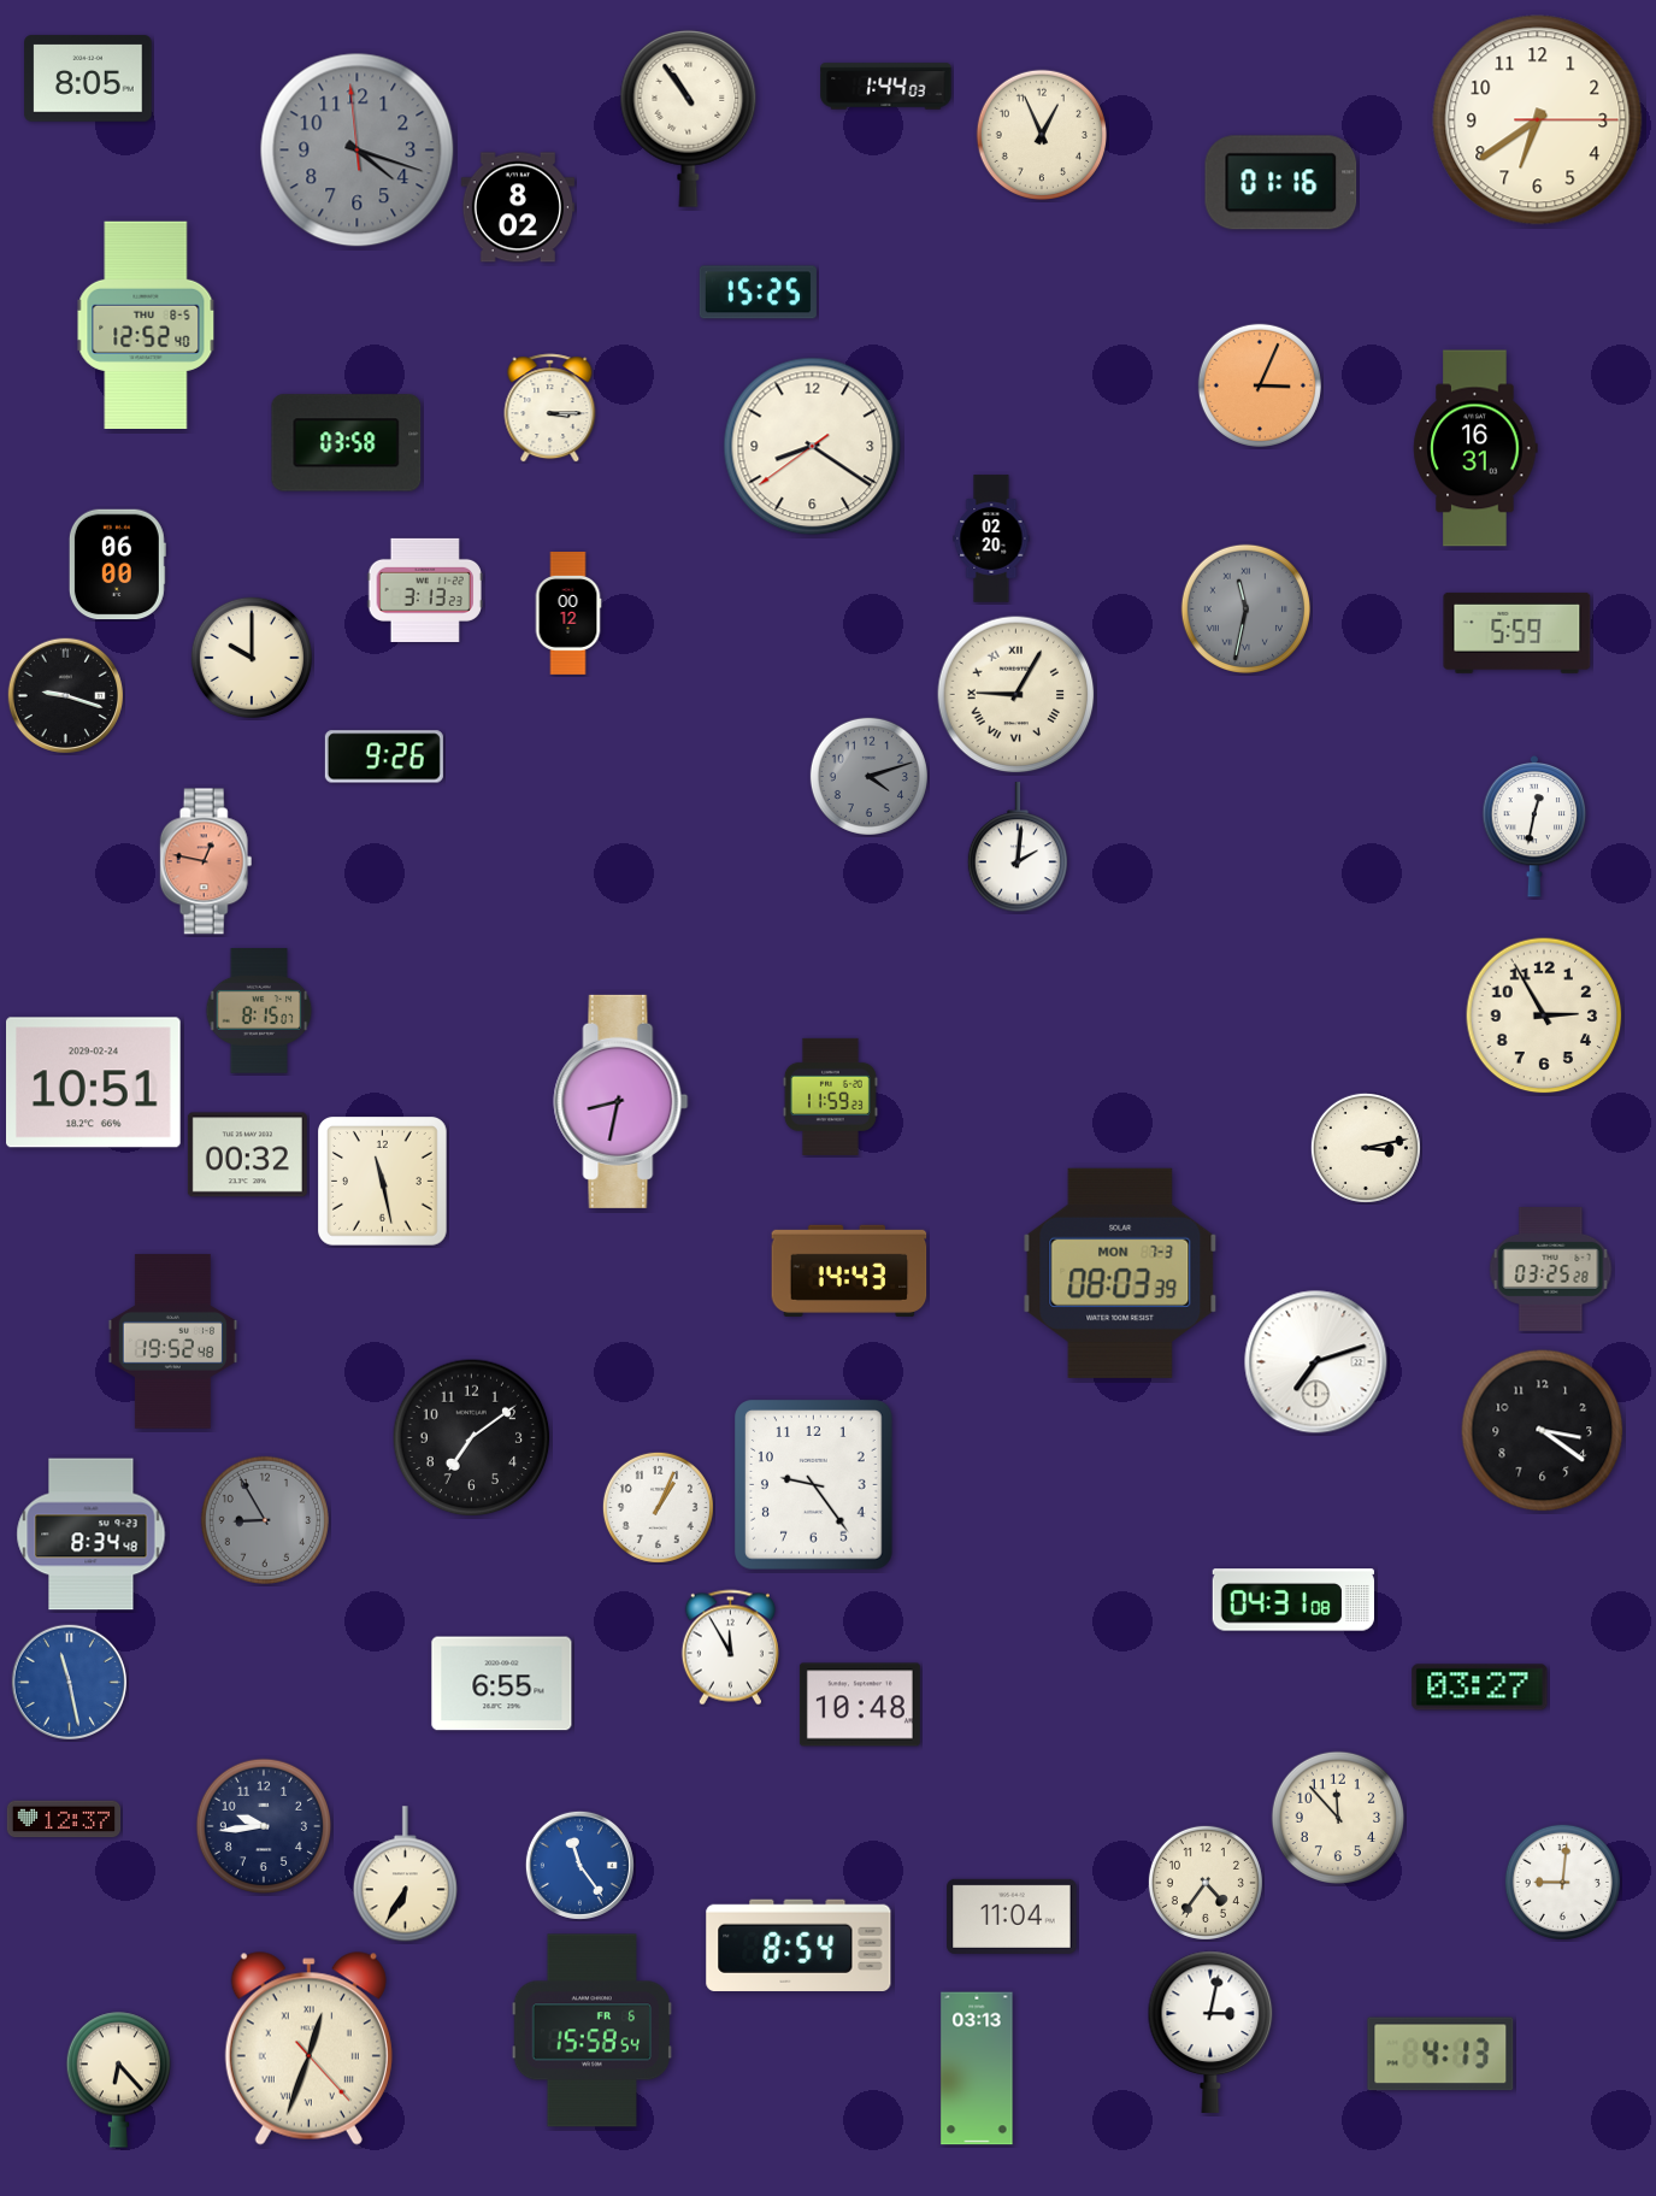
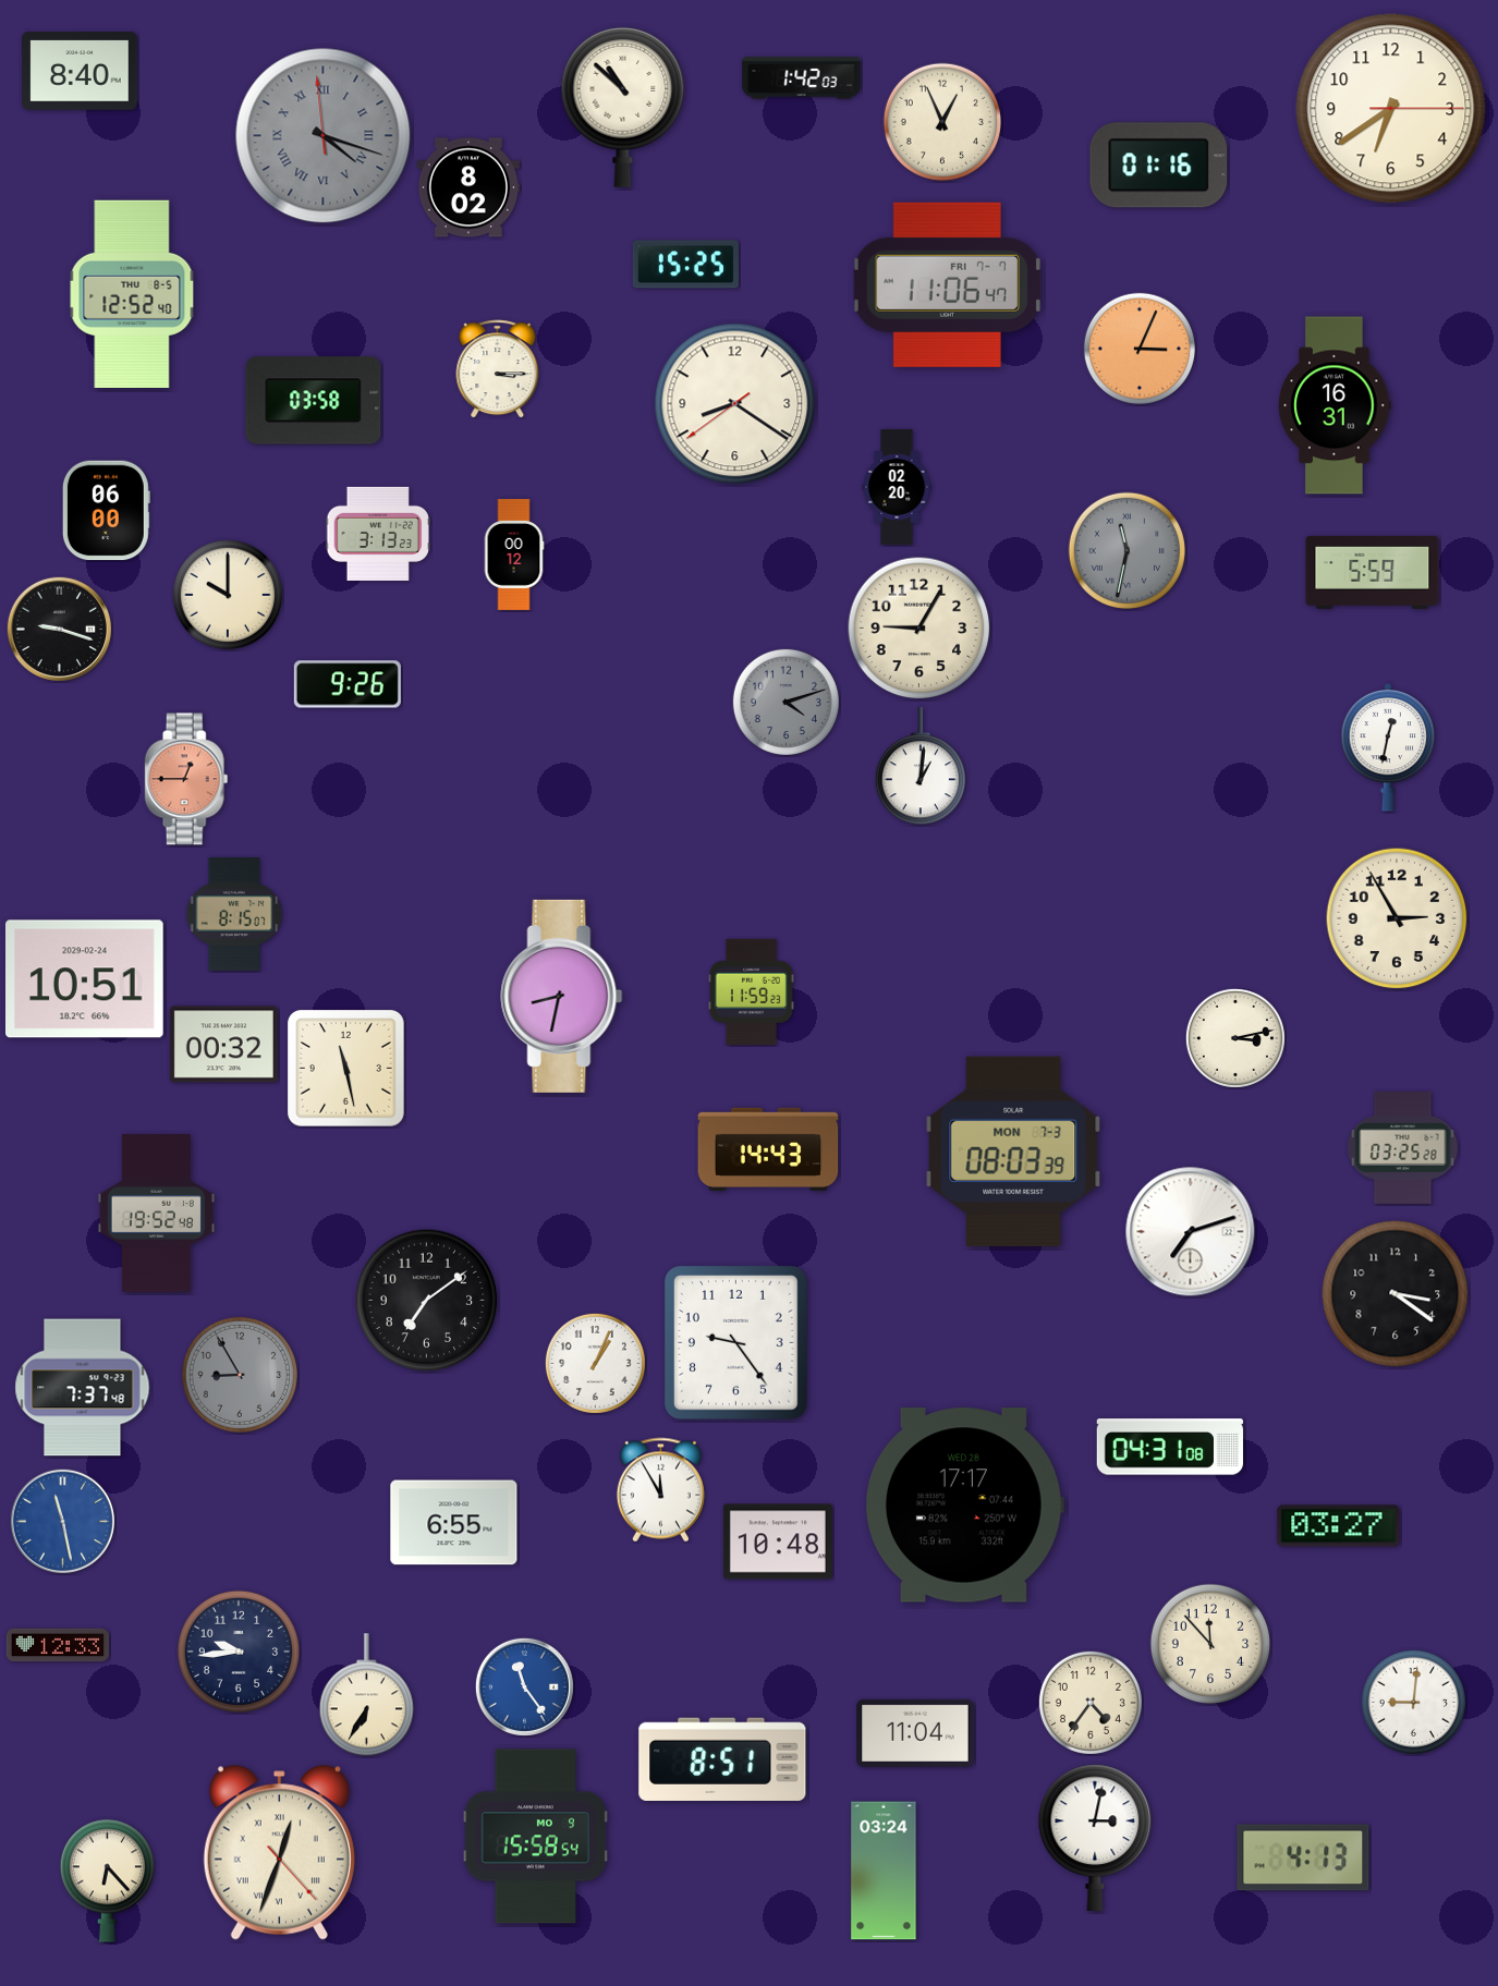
clock at (88, 78): 8:05 -> 8:40
clock at (886, 87): 1:44 -> 1:42
clock at (689, 118): 10:54 -> 10:52
clock at (358, 151) numerals: Arabic -> Roman
clock at (947, 284): none -> 11:06
clock at (425, 590) position: (425, 590) -> (378, 534)
clock at (1016, 695) numerals: Roman -> Arabic
clock at (1018, 848): 2:01 -> 1:01
clock at (206, 861): 12:47 -> 12:45
clock at (92, 1535): 8:34 -> 7:37
clock at (964, 1506): none -> 17:17
clock at (64, 1819): 12:37 -> 12:33
clock at (798, 1945): 8:54 -> 8:51
clock at (591, 2031) date: FR 6 -> MO 9
clock at (977, 2068): 03:13 -> 03:24
